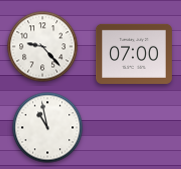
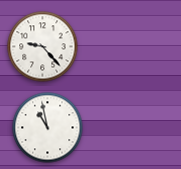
clock at (134, 54): 07:00 -> none
